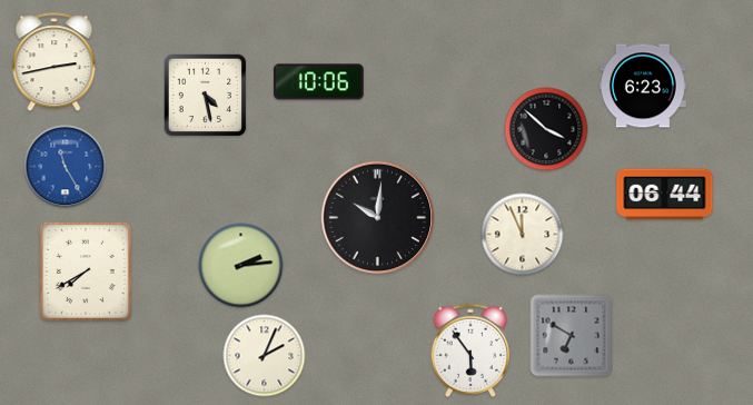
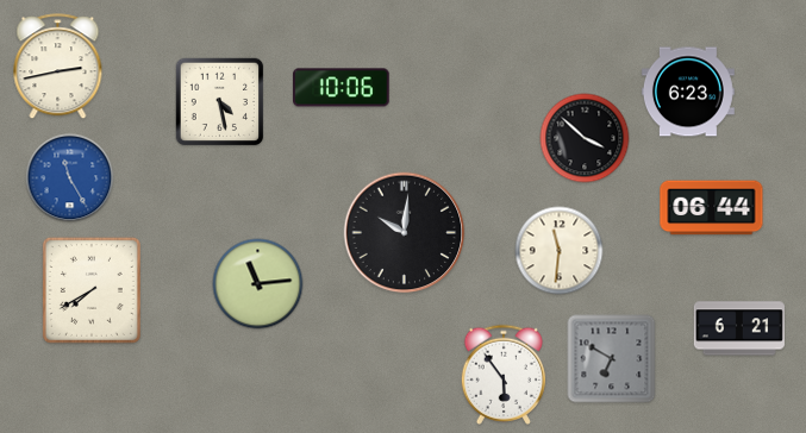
clock at (523, 235): 11:56 -> 11:31
clock at (241, 266): 2:14 -> 11:14
clock at (739, 328): none -> 6:21
clock at (265, 356): 2:04 -> none
